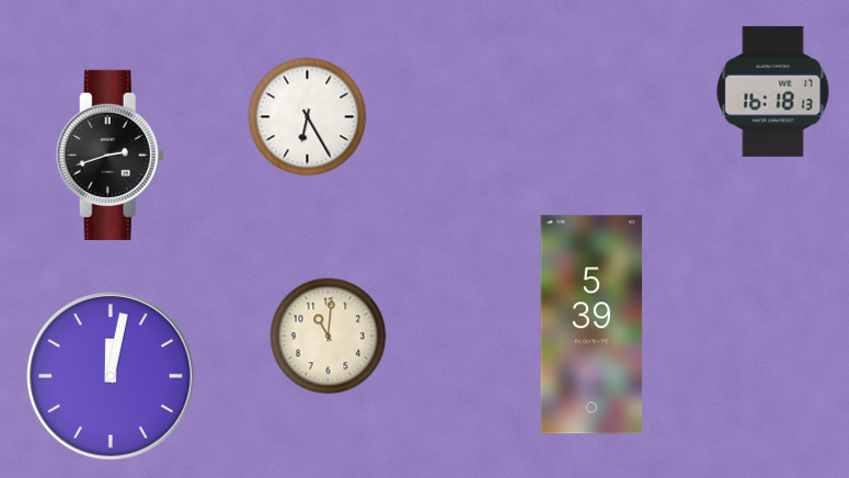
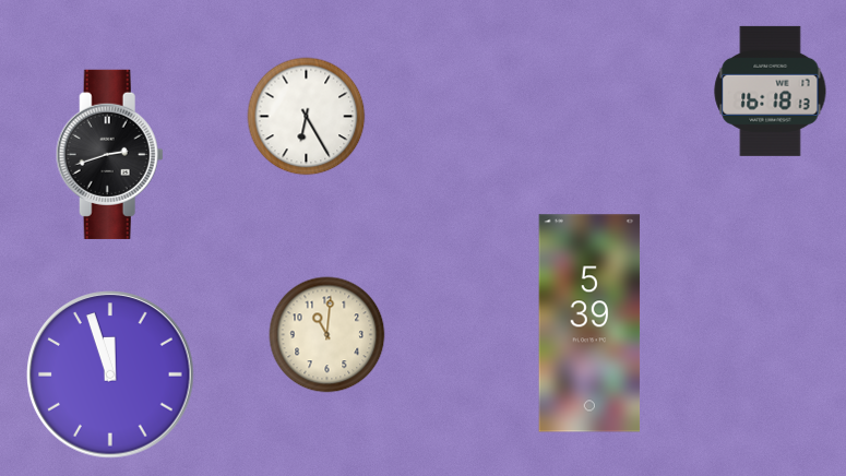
clock at (111, 376): 12:02 -> 11:57
